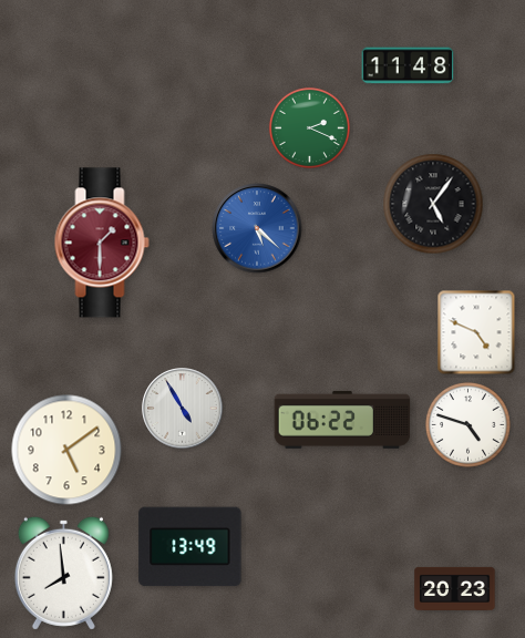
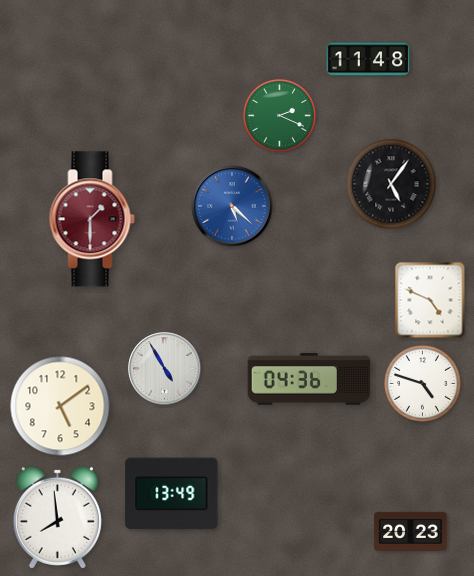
clock at (342, 420): 06:22 -> 04:36
